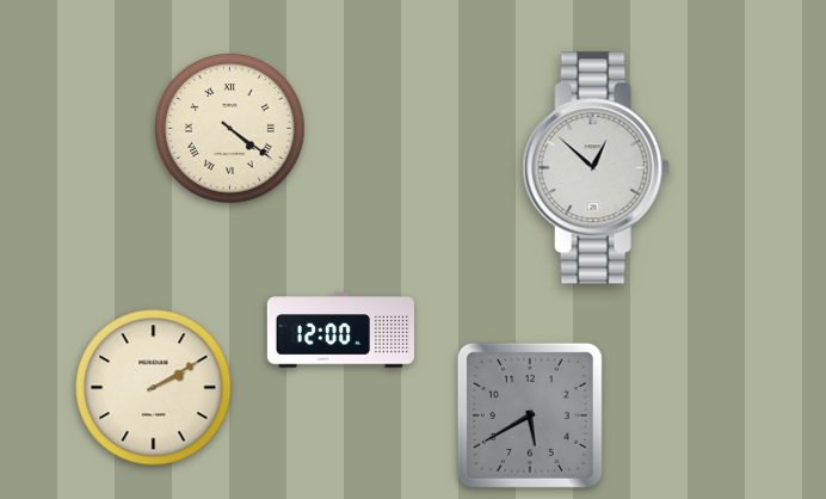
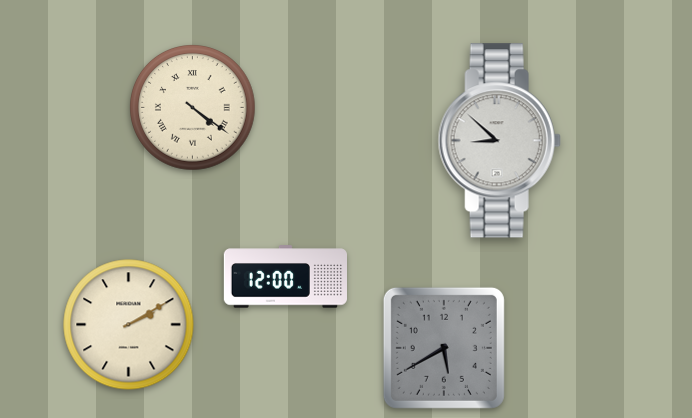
clock at (596, 168): 12:52 -> 8:52
